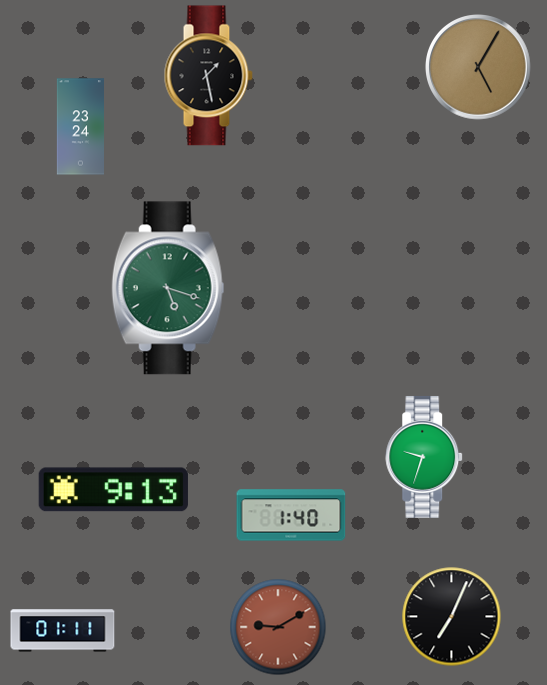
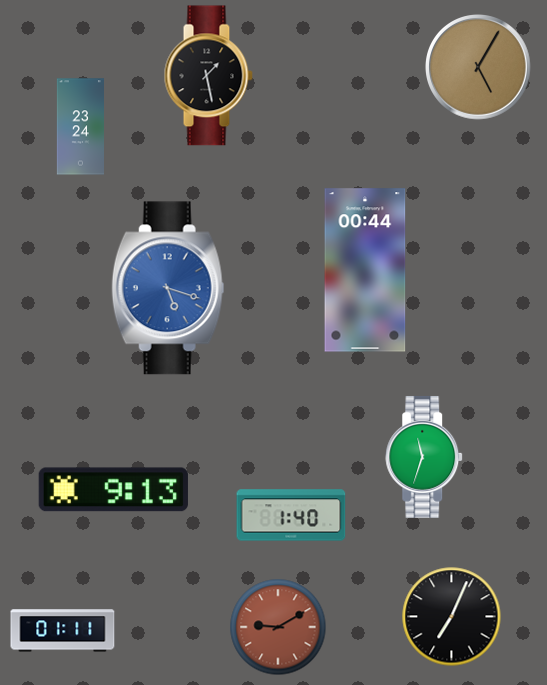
clock at (365, 270): none -> 00:44
clock at (168, 288) dial: green -> blue
clock at (425, 457): 9:33 -> 11:33
